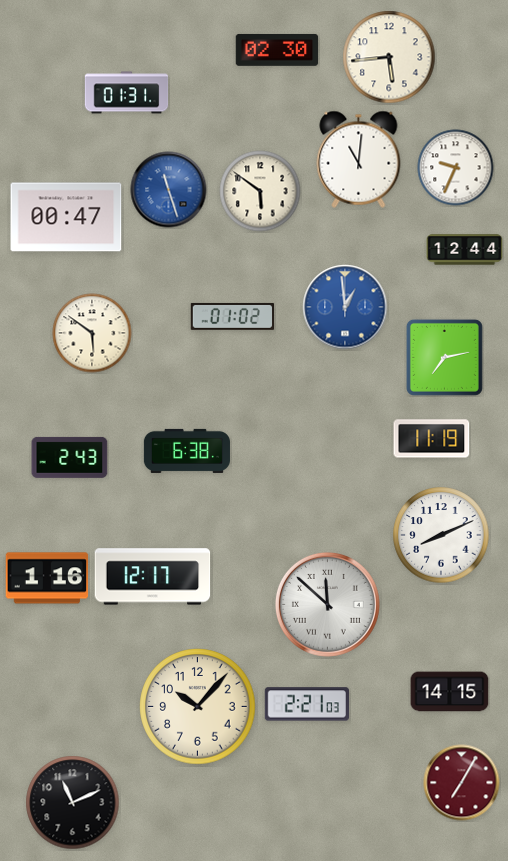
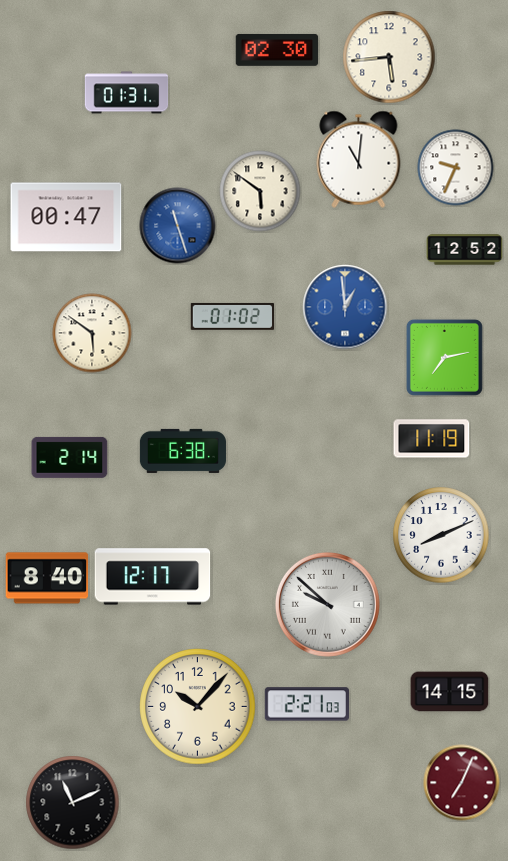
clock at (169, 190) position: (169, 190) -> (178, 226)
clock at (465, 250): 12:44 -> 12:52
clock at (187, 451) position: (187, 451) -> (183, 451)
clock at (70, 457): 2:43 -> 2:14
clock at (47, 578): 1:16 -> 8:40
clock at (327, 604): 11:52 -> 9:52
clock at (462, 783): 7:05 -> 7:04
